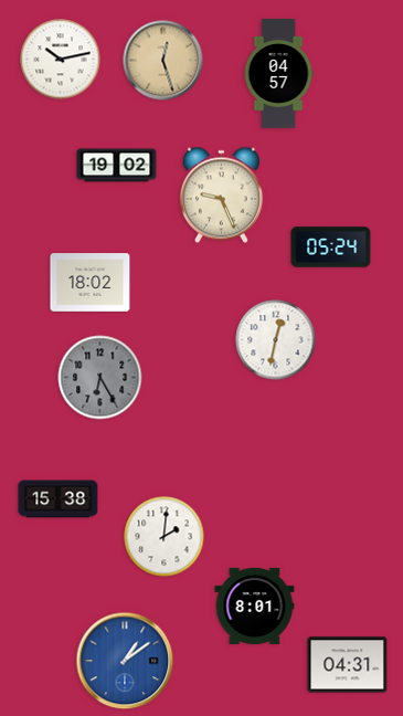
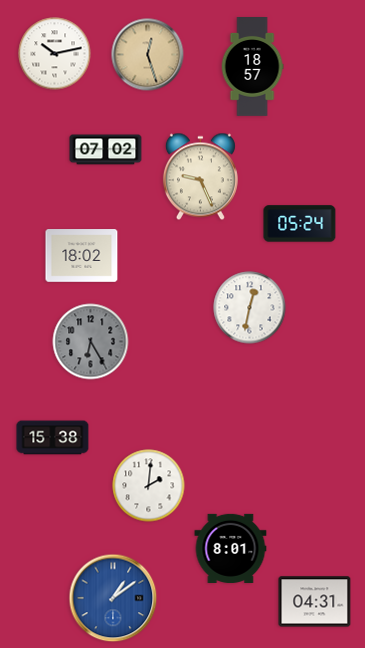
clock at (278, 74): 04:57 -> 18:57
clock at (117, 166): 19:02 -> 07:02
clock at (59, 499) position: (59, 499) -> (53, 438)
